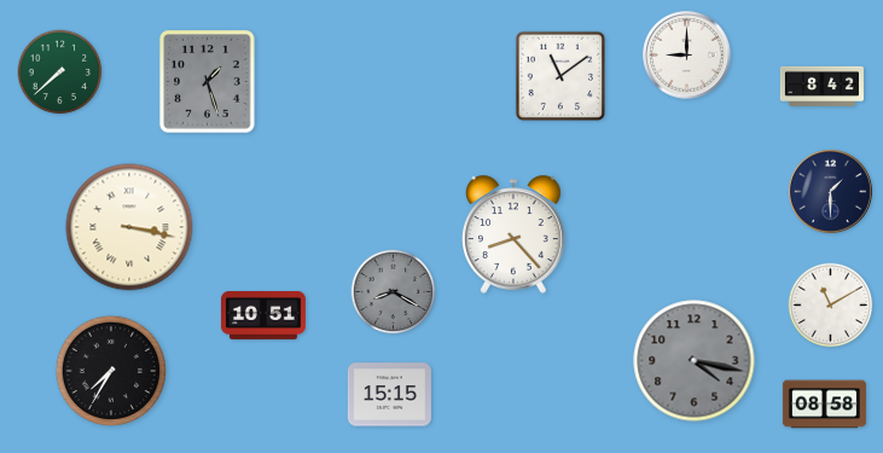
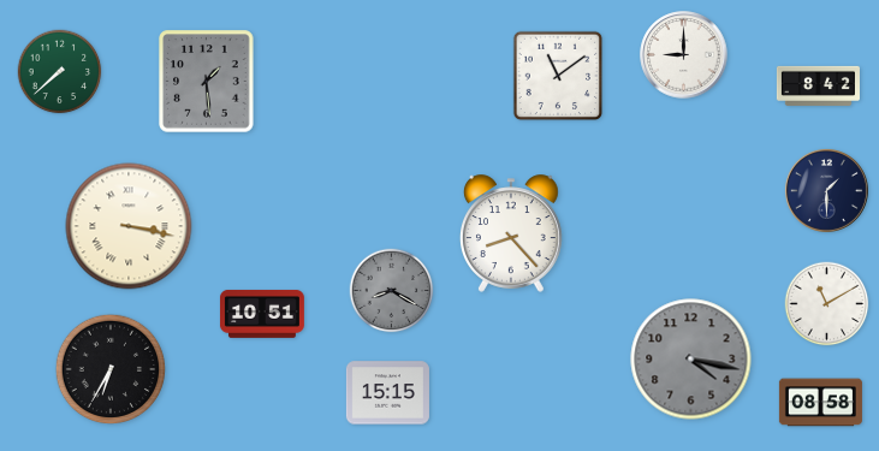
clock at (208, 82): 1:27 -> 1:29
clock at (111, 371): 7:35 -> 6:35
